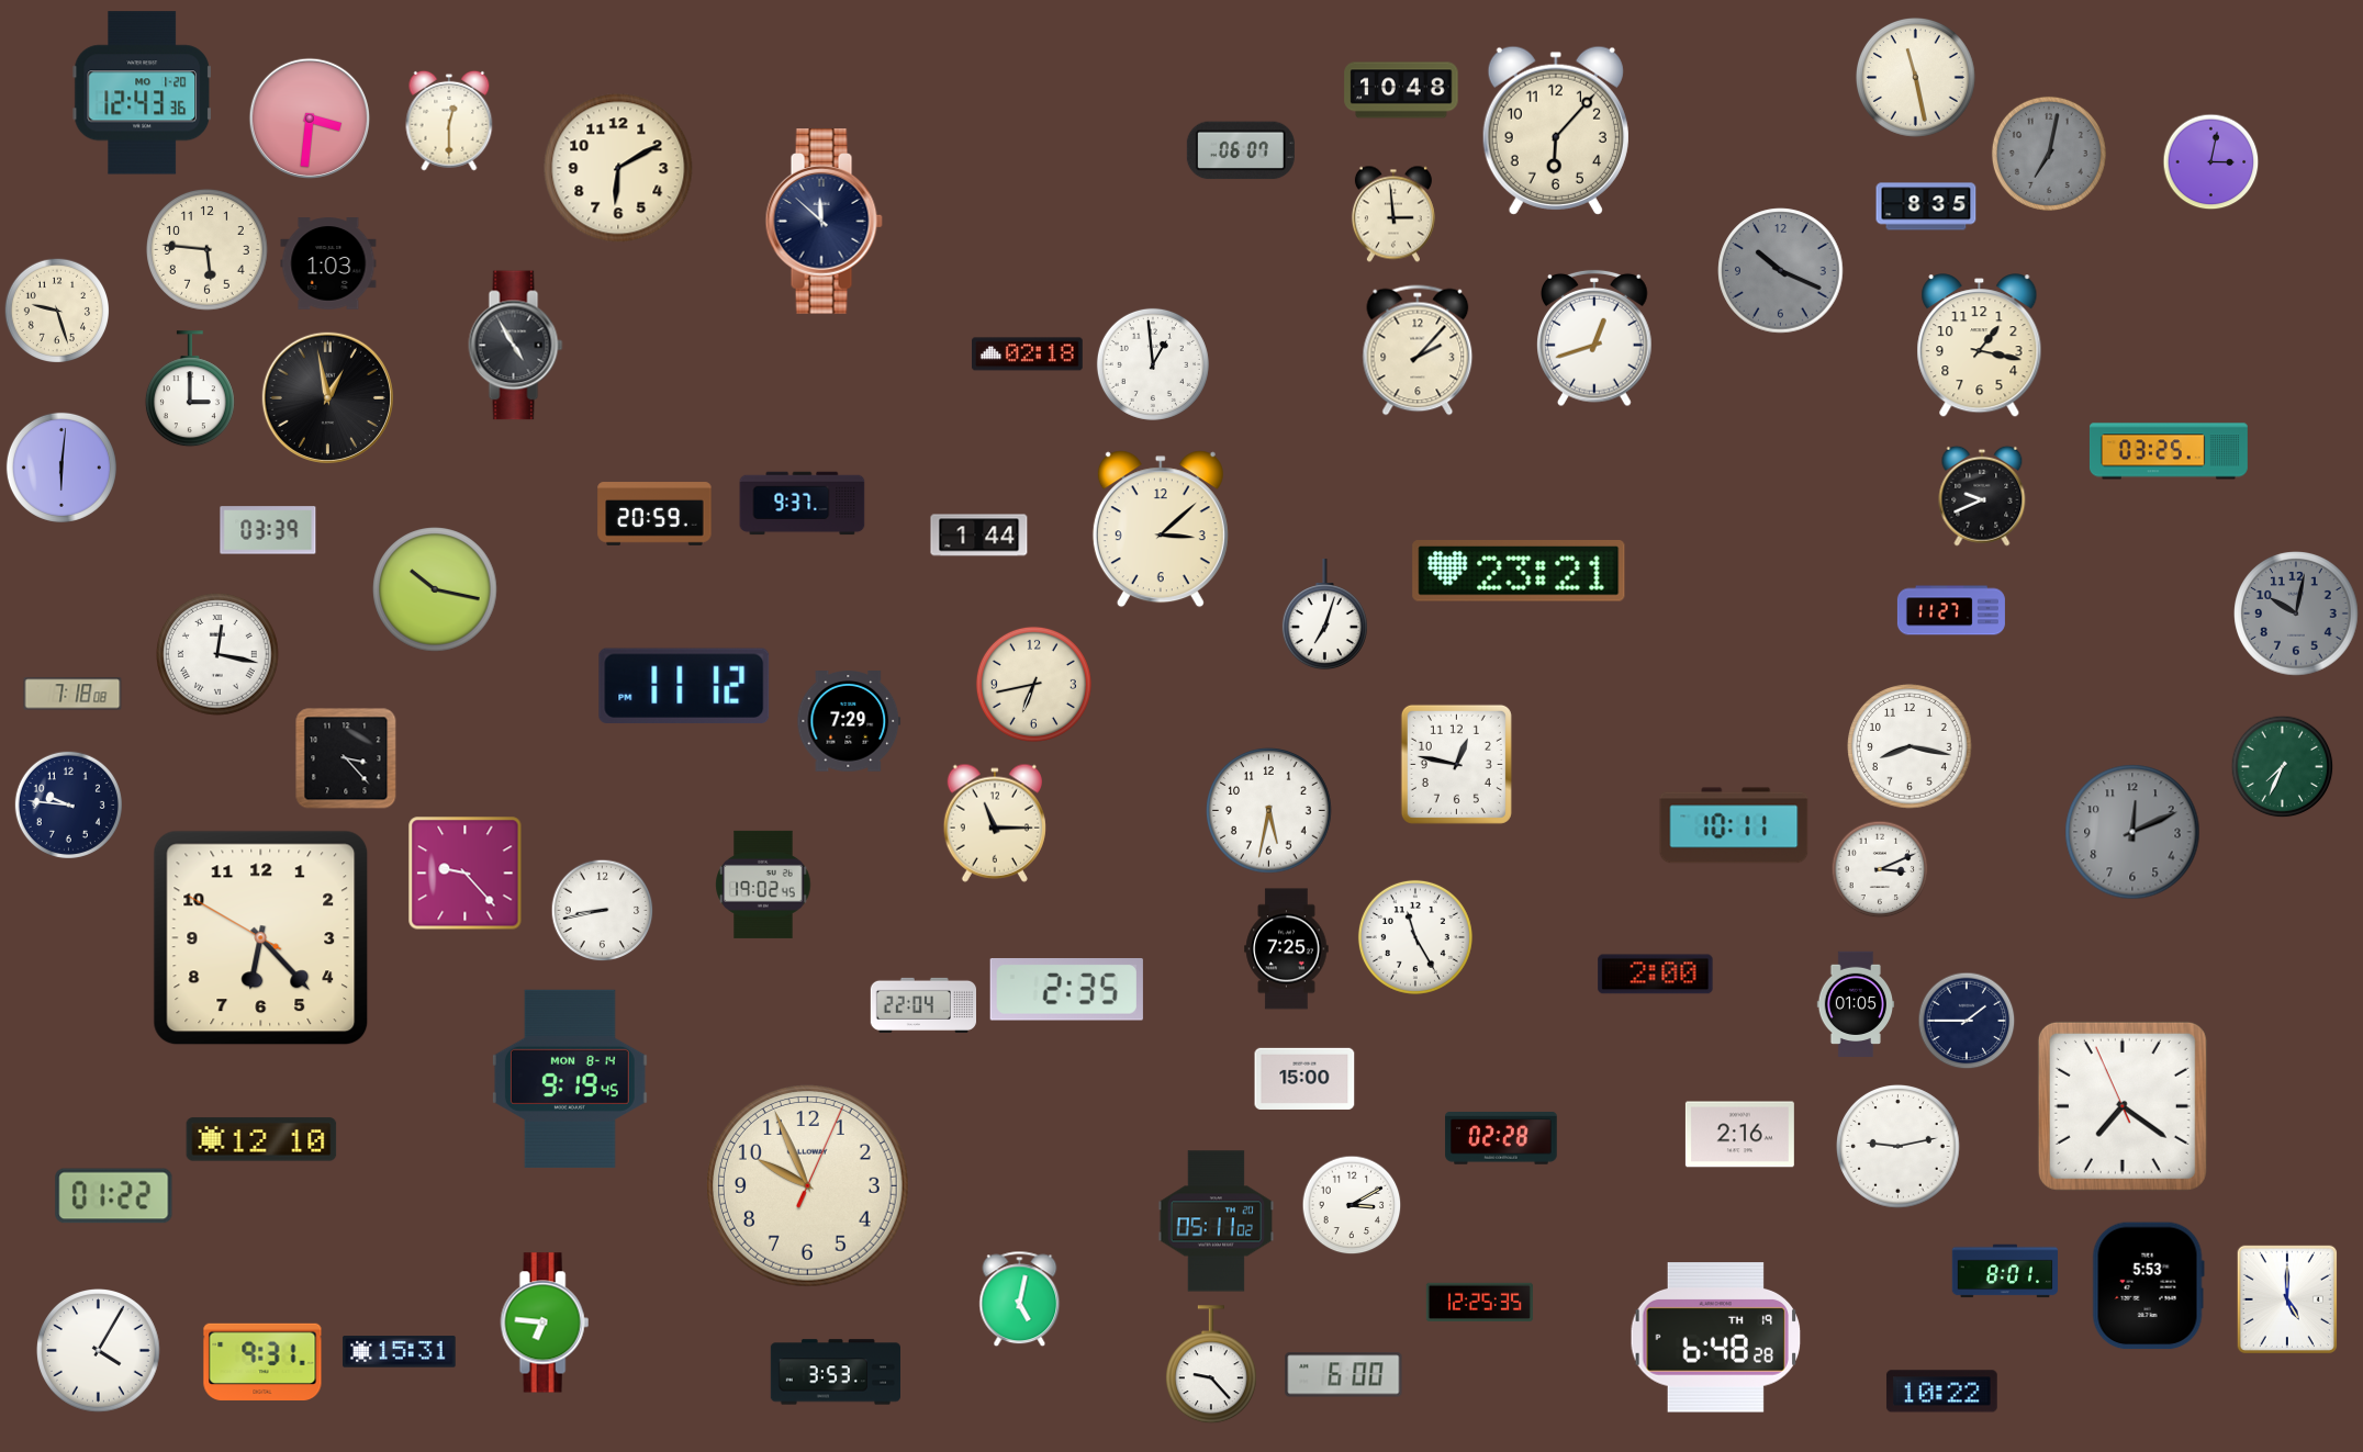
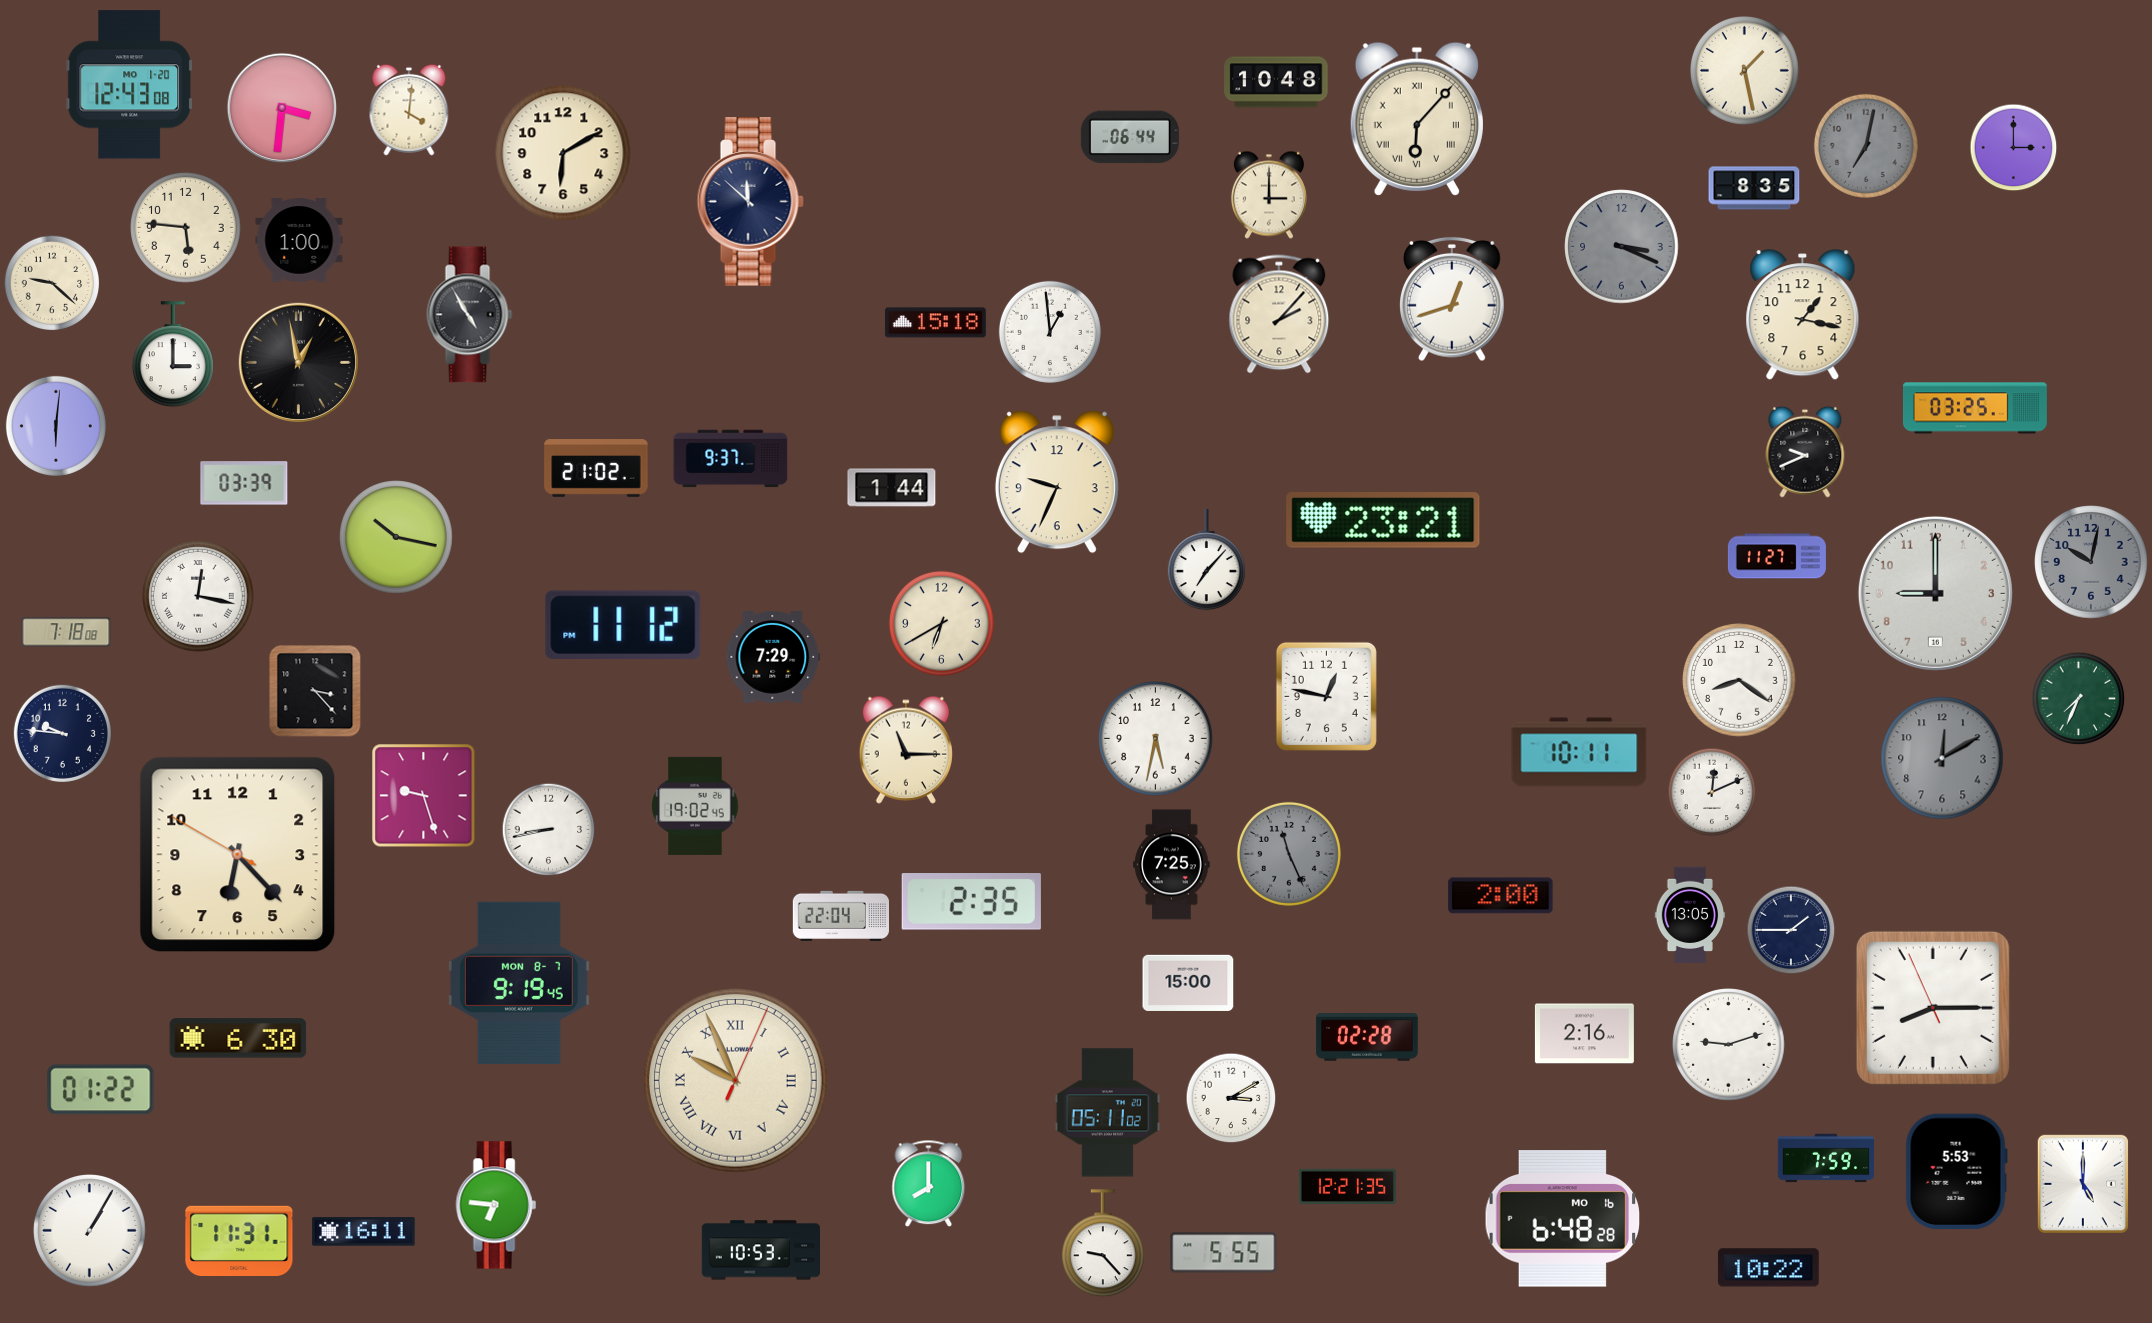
clock at (1915, 77): 11:28 -> 1:28
clock at (142, 93): 12:43:36 -> 12:43:08
clock at (449, 121): 12:30 -> 4:01
clock at (1556, 131) numerals: Arabic -> Roman
clock at (1241, 150): 06:07 -> 06:44
clock at (2049, 154) position: (2049, 154) -> (1866, 146)
clock at (2211, 162): 3:02 -> 3:00
clock at (1393, 214): 2:59 -> 3:00
clock at (208, 250) position: (208, 250) -> (186, 228)
clock at (328, 263): 1:03 -> 1:00
clock at (1781, 271): 10:19 -> 3:19
clock at (57, 311): 9:27 -> 9:22
clock at (1595, 338) position: (1595, 338) -> (1453, 299)
clock at (1418, 350) position: (1418, 350) -> (1279, 314)
clock at (1028, 354): 02:18 -> 15:18
clock at (2169, 451) position: (2169, 451) -> (1975, 408)
clock at (654, 514): 20:59 -> 21:02
clock at (1161, 529): 3:08 -> 9:34
clock at (2296, 614) position: (2296, 614) -> (2091, 562)
clock at (1324, 616): 7:03 -> 7:07
clock at (1935, 593): none -> 9:00
clock at (1033, 684): 6:43 -> 6:40
clock at (1910, 746): 8:17 -> 8:21
clock at (2132, 832): 12:11 -> 12:10
clock at (1880, 869): 3:11 -> 12:11
clock at (466, 874): 9:23 -> 9:27
clock at (1415, 937): 11:25 -> 11:26
clock at (1415, 937) dial: white -> grey
clock at (1656, 975) position: (1656, 975) -> (1501, 896)
clock at (1856, 1003): 01:05 -> 13:05
clock at (570, 1079) date: MON 8-14 -> MON 8-7
clock at (2123, 1106): 7:20 -> 8:14
clock at (261, 1139): 12:10 -> 6:30
clock at (1899, 1147): 9:13 -> 9:12
clock at (808, 1186) numerals: Arabic -> Roman
clock at (114, 1196) position: (114, 1196) -> (101, 1090)
clock at (2004, 1271): 8:01 -> 7:59
clock at (1020, 1299): 5:02 -> 8:00
clock at (1479, 1302): 12:25 -> 12:21
clock at (1716, 1338) date: TH 19 -> MO 16
clock at (99, 1351): 4:05 -> 1:05
clock at (400, 1352): 15:31 -> 16:11
clock at (262, 1361): 9:31 -> 11:31
clock at (835, 1372): 3:53 -> 10:53
clock at (1344, 1375): 6:00 -> 5:55
